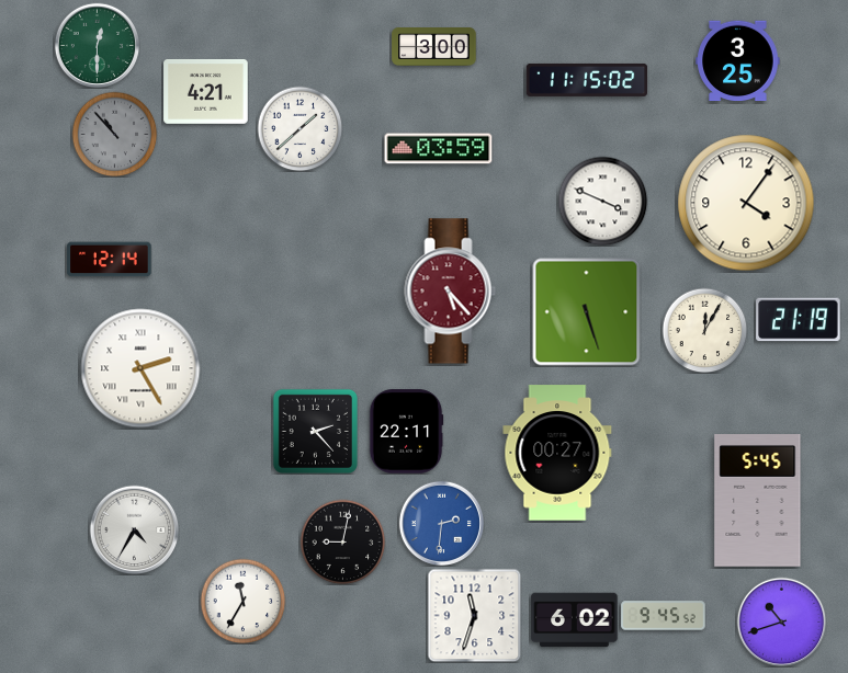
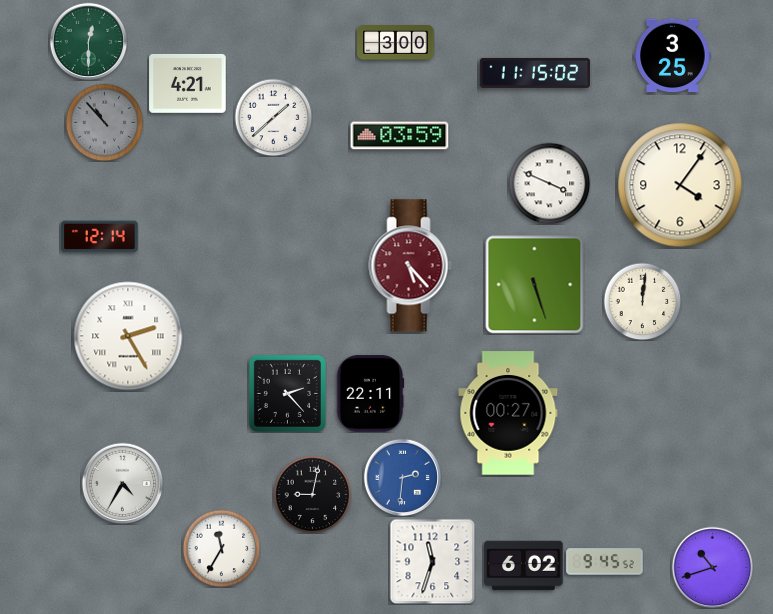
clock at (799, 320): 21:19 -> none
clock at (704, 330): 12:05 -> 12:01
clock at (758, 501): 5:45 -> none
